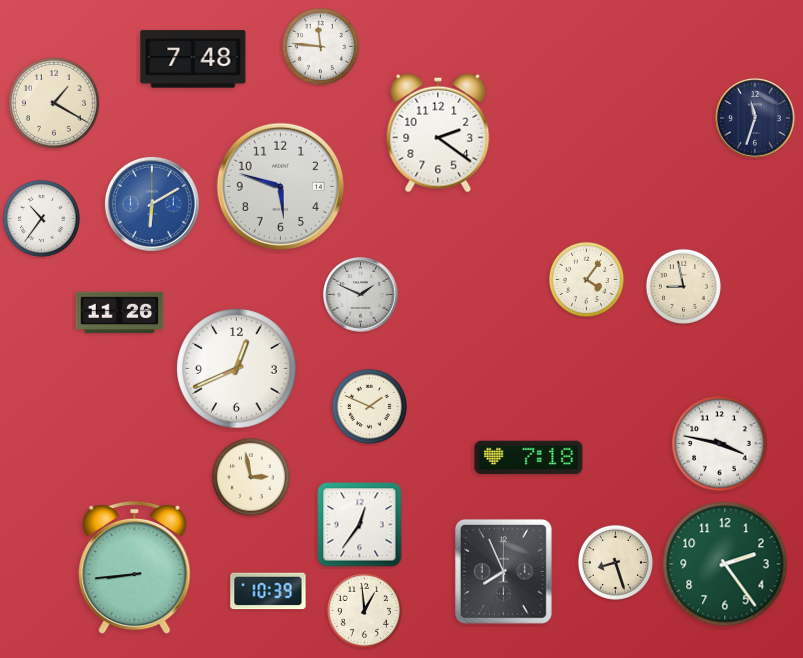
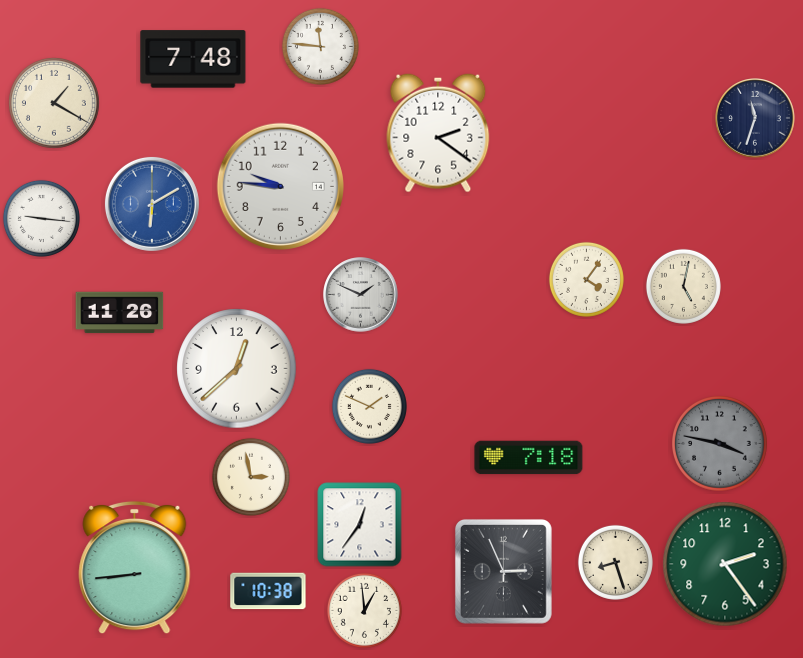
clock at (280, 186): 5:48 -> 9:46
clock at (41, 218): 10:36 -> 9:16
clock at (683, 286): 8:58 -> 5:02
clock at (237, 369): 12:41 -> 12:38
clock at (720, 444) dial: white -> grey
clock at (503, 571): 7:56 -> 2:56
clock at (268, 591): 10:39 -> 10:38
